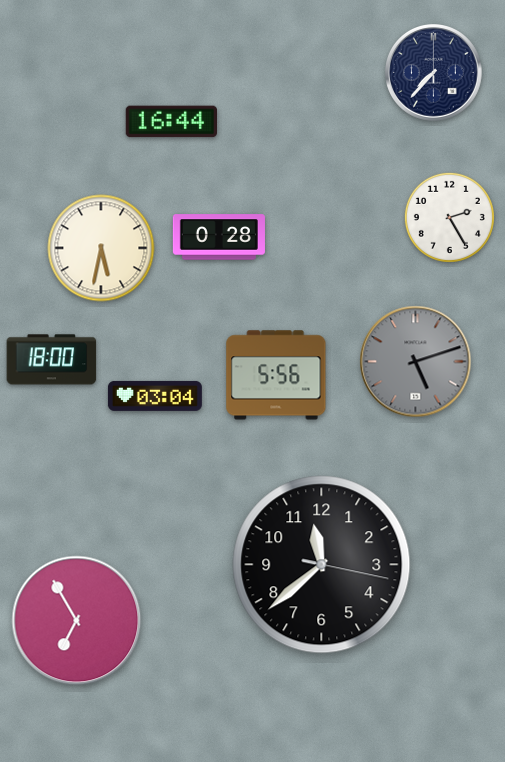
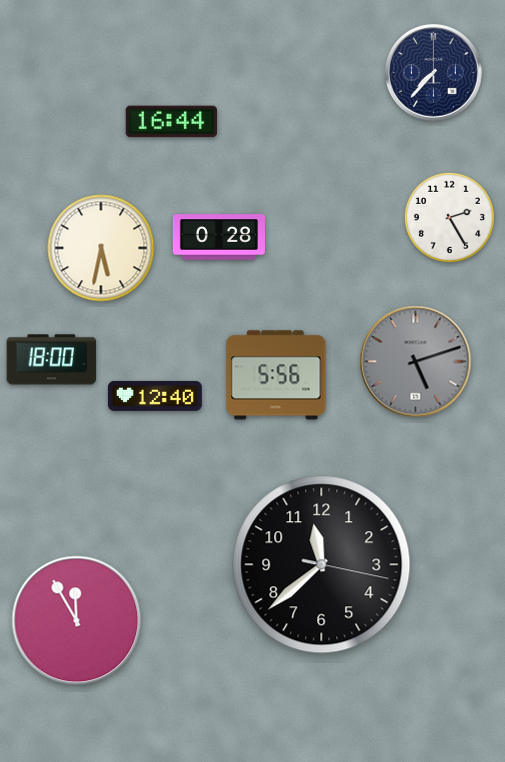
clock at (155, 396): 03:04 -> 12:40
clock at (77, 621): 6:55 -> 11:55
